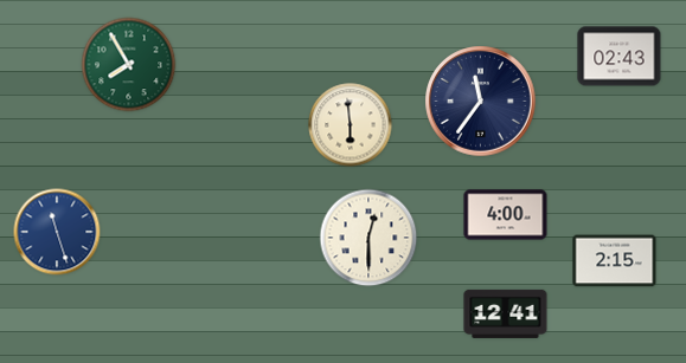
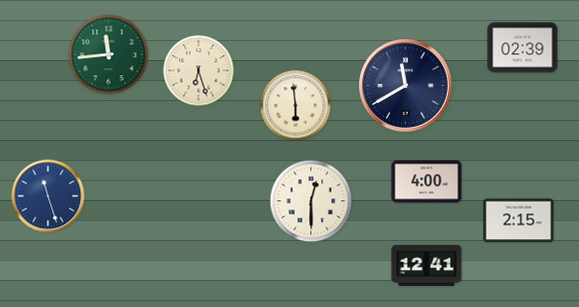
clock at (620, 57): 02:43 -> 02:39
clock at (129, 65): 7:55 -> 11:44
clock at (199, 71): none -> 6:27
clock at (481, 102): 11:36 -> 11:40
